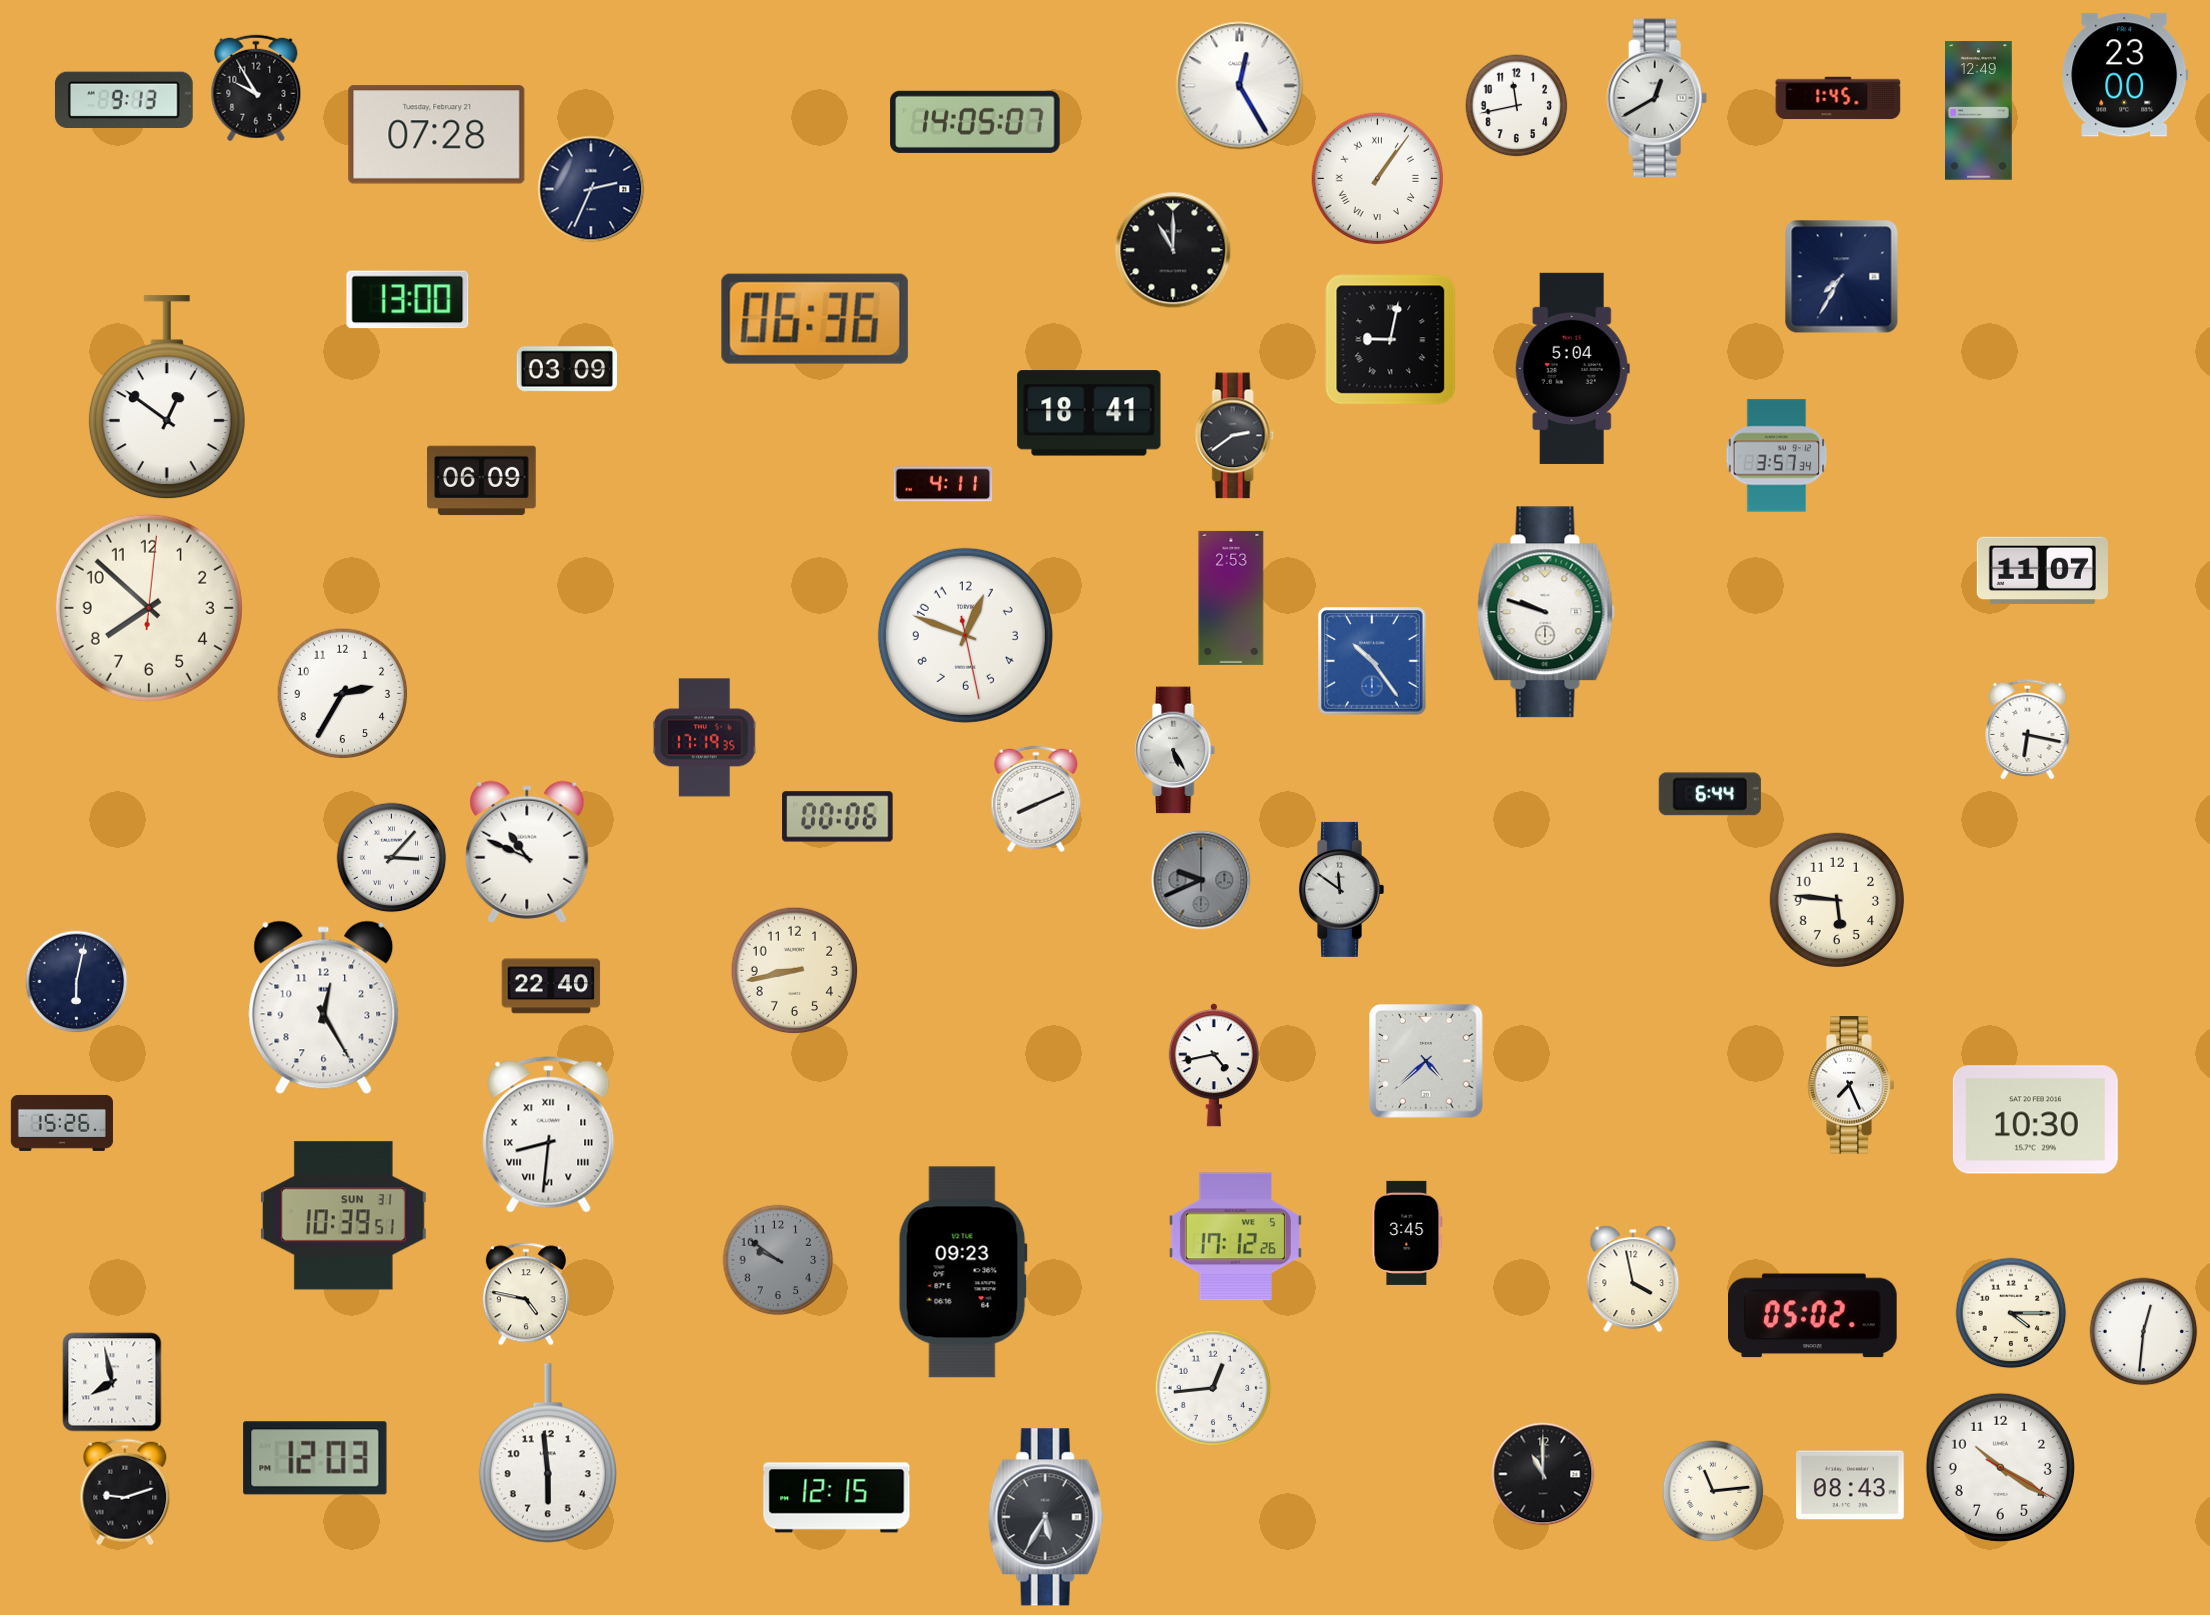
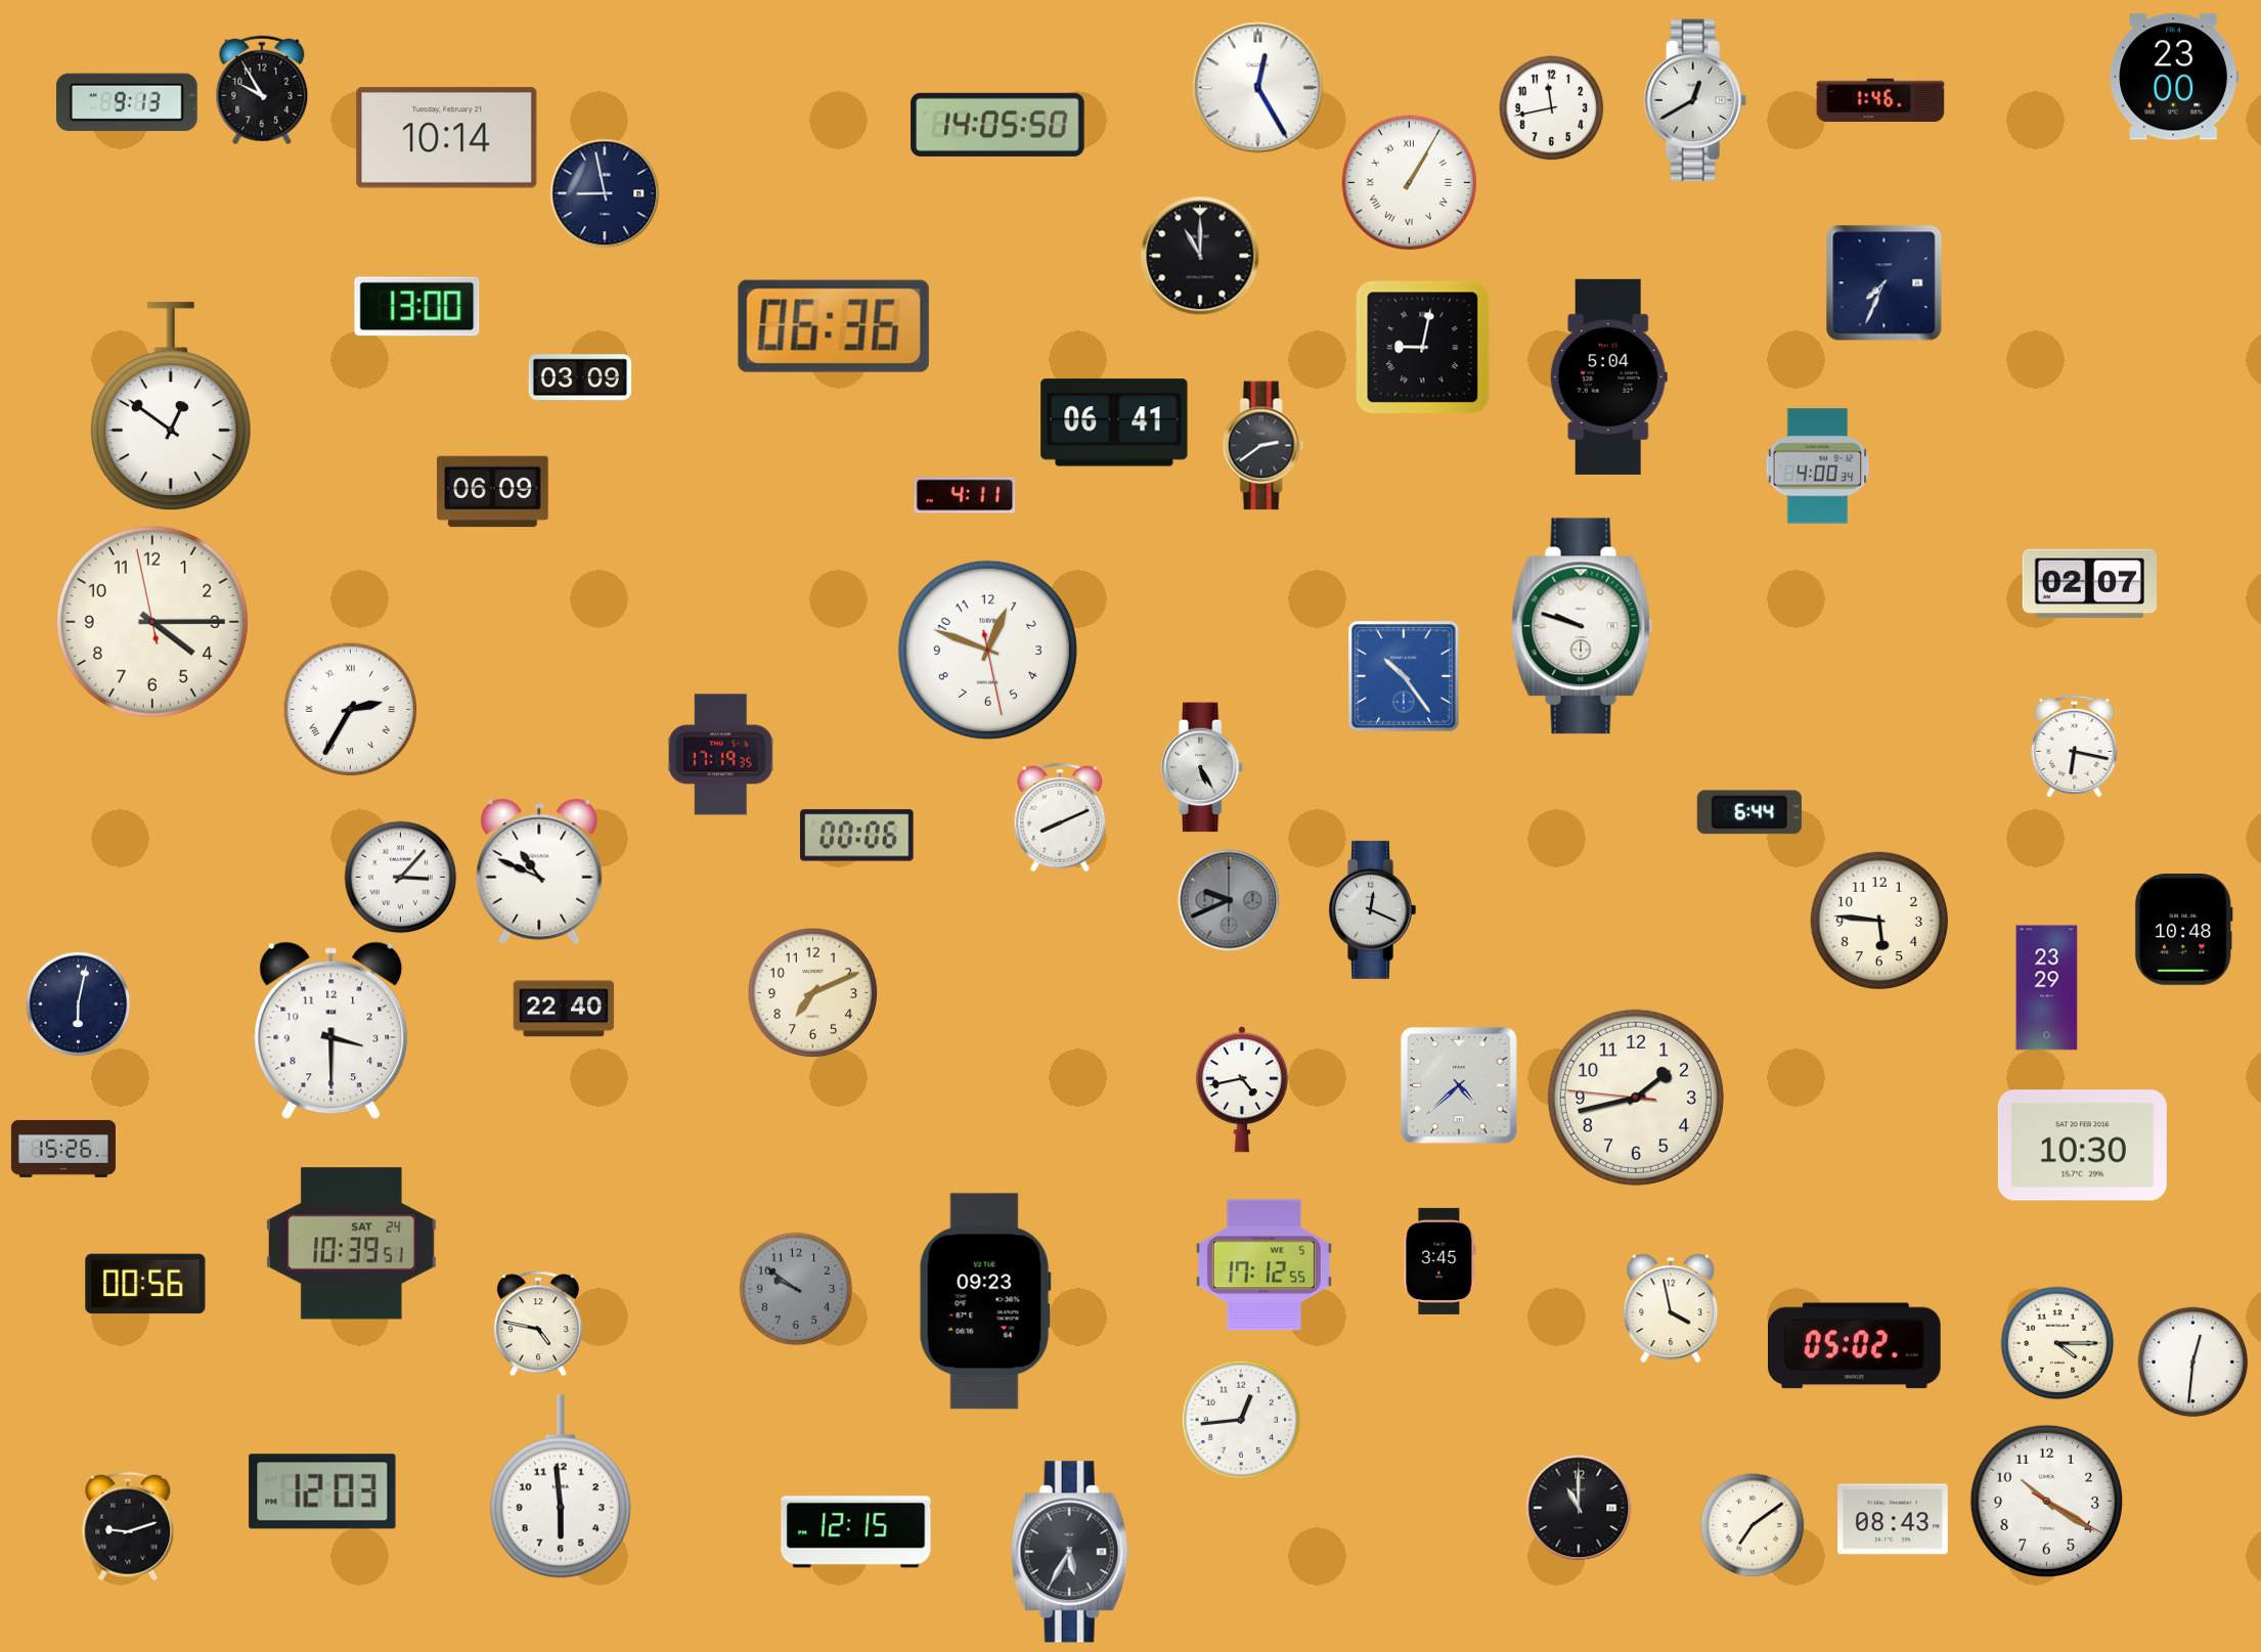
clock at (1240, 86) position: (1240, 86) -> (1258, 88)
clock at (1838, 98): 1:45 -> 1:46
clock at (1979, 111): 12:49 -> none
clock at (975, 122): 14:05:07 -> 14:05:50
clock at (437, 135): 07:28 -> 10:14
clock at (1378, 179): 1:06 -> 1:05
clock at (591, 189): 2:34 -> 8:58
clock at (1842, 277): 7:35 -> 7:34
clock at (1089, 413): 18:41 -> 06:41
clock at (1777, 456): 3:57 -> 4:00
clock at (2042, 571): 11:07 -> 02:07
clock at (1231, 598): 2:53 -> none
clock at (149, 608): 7:52 -> 4:14
clock at (343, 694) numerals: Arabic -> Roman
clock at (1341, 889): 11:51 -> 12:19
clock at (2183, 930): none -> 10:48
clock at (2047, 988): none -> 23:29
clock at (795, 971): 8:43 -> 7:11
clock at (324, 1008): 12:25 -> 3:30
clock at (1636, 1098): none -> 1:42
clock at (1851, 1086): 7:26 -> none
clock at (549, 1135): 8:31 -> none
clock at (343, 1216) date: SUN 31 -> SAT 24
clock at (1235, 1237): 17:12:26 -> 17:12:55
clock at (145, 1284): none -> 00:56
clock at (112, 1382): 7:58 -> none
clock at (1713, 1491): 11:14 -> 7:09
